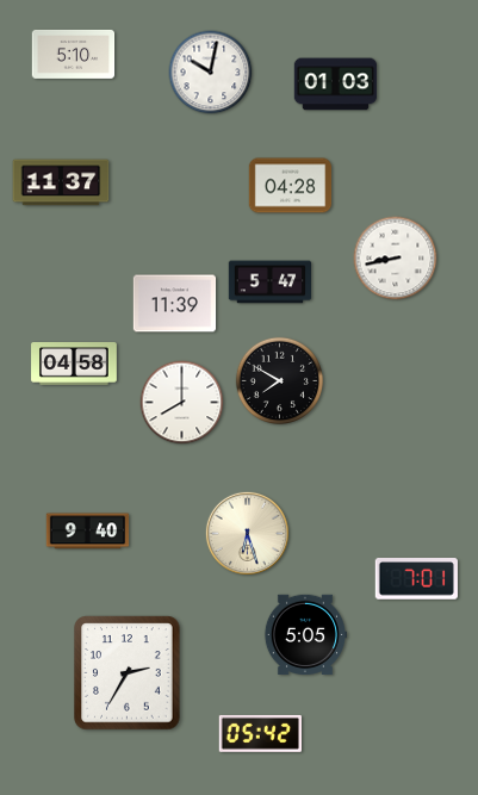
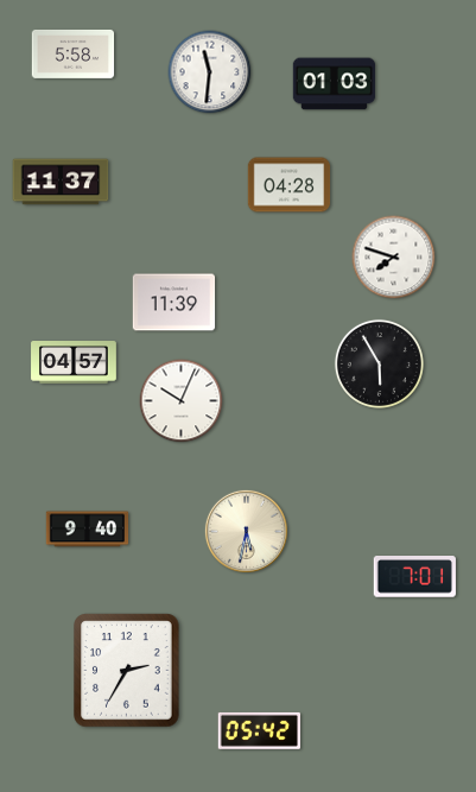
clock at (74, 54): 5:10 -> 5:58
clock at (211, 73): 10:02 -> 11:31
clock at (396, 259): 8:43 -> 7:48
clock at (271, 282): 5:47 -> none
clock at (74, 365): 04:58 -> 04:57
clock at (379, 363): none -> 5:55
clock at (280, 381): 7:50 -> none
clock at (182, 403): 8:00 -> 10:04
clock at (247, 533): 6:27 -> 5:32
clock at (305, 634): 5:05 -> none
